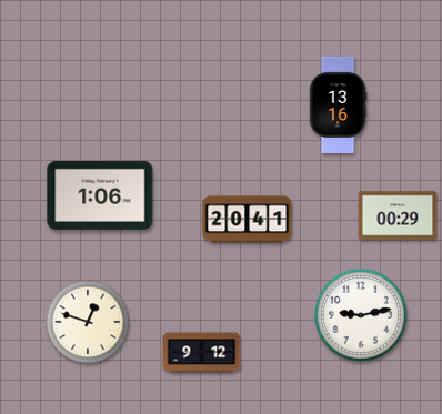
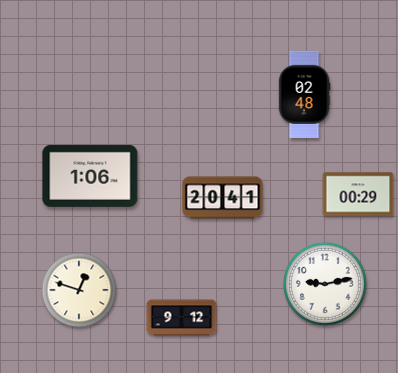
clock at (338, 104): 13:16 -> 02:48
